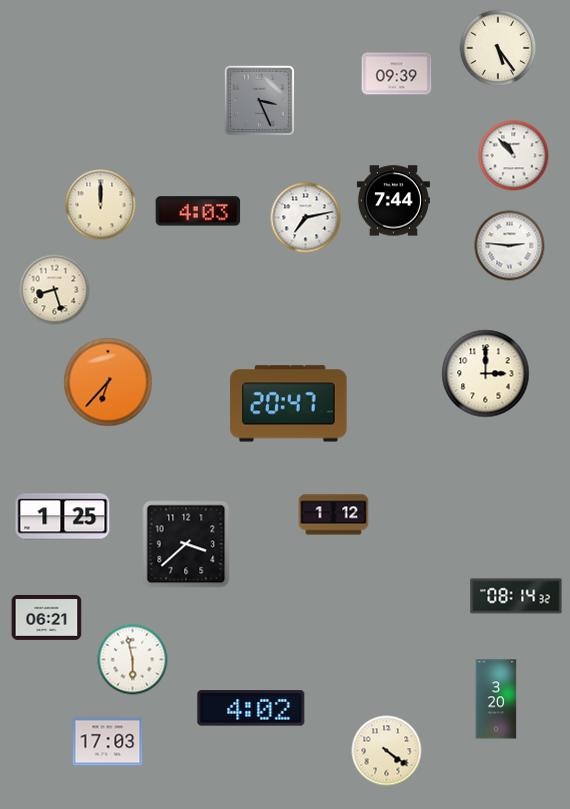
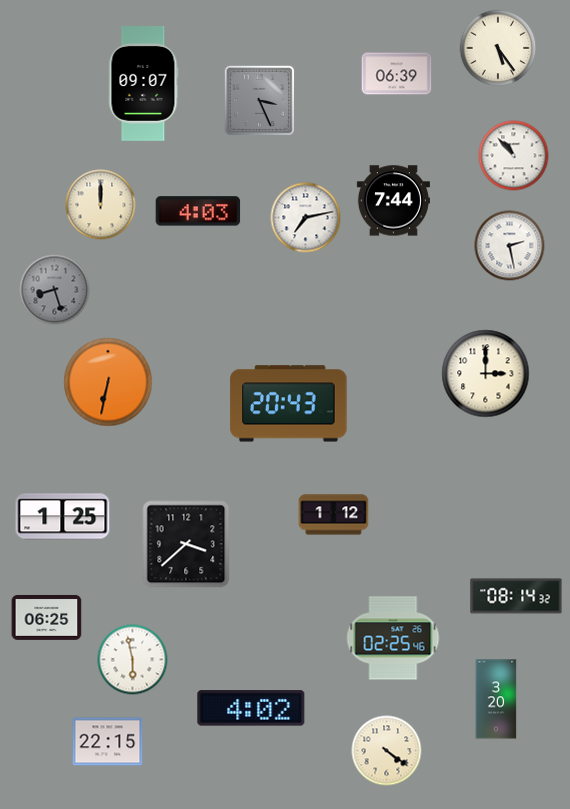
clock at (397, 74): 09:39 -> 06:39
clock at (143, 84): none -> 09:07
clock at (510, 246): 2:46 -> 2:28
clock at (55, 290) dial: cream -> grey
clock at (108, 382): 6:37 -> 6:32
clock at (289, 404): 20:47 -> 20:43
clock at (47, 617): 06:21 -> 06:25
clock at (393, 638): none -> 02:25
clock at (108, 742): 17:03 -> 22:15
